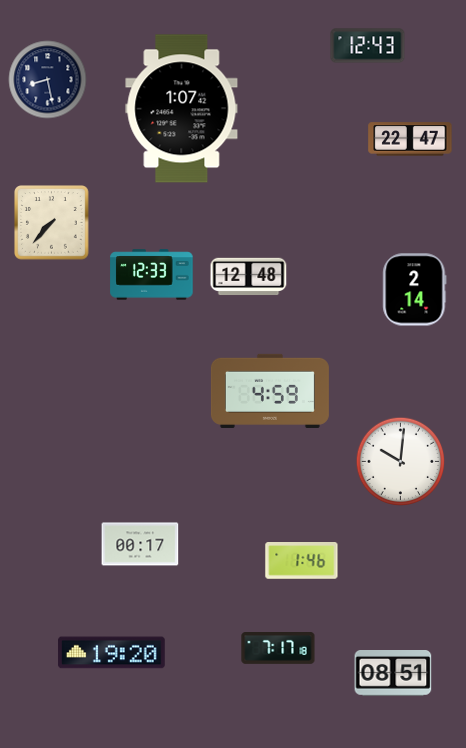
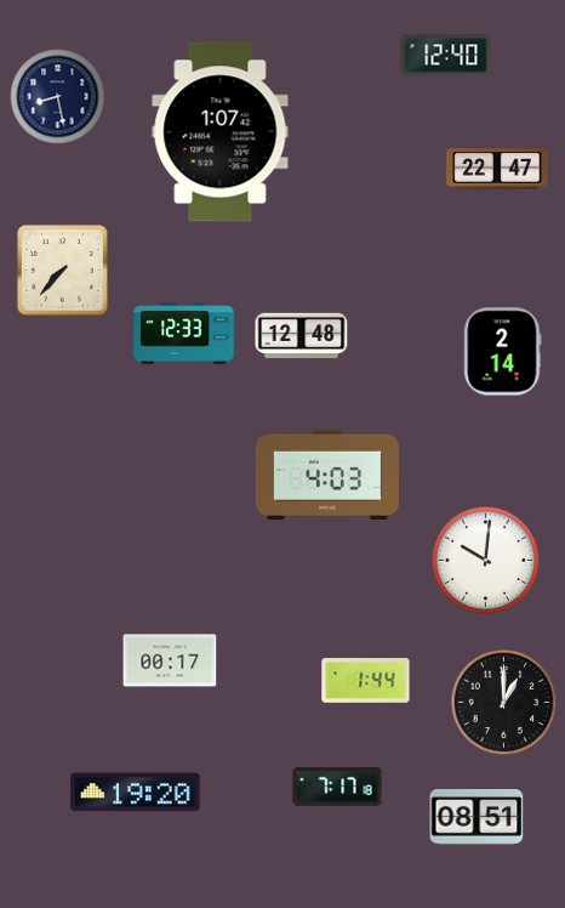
clock at (368, 46): 12:43 -> 12:40
clock at (270, 391): 4:59 -> 4:03
clock at (302, 561): 1:46 -> 1:44
clock at (504, 703): none -> 1:00
